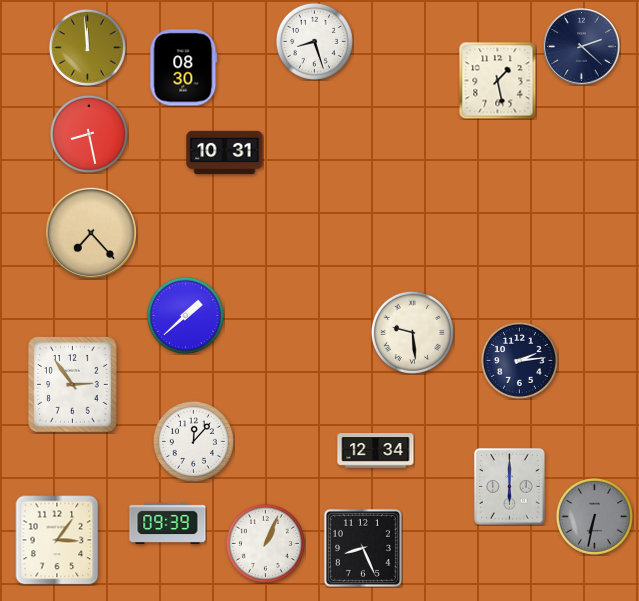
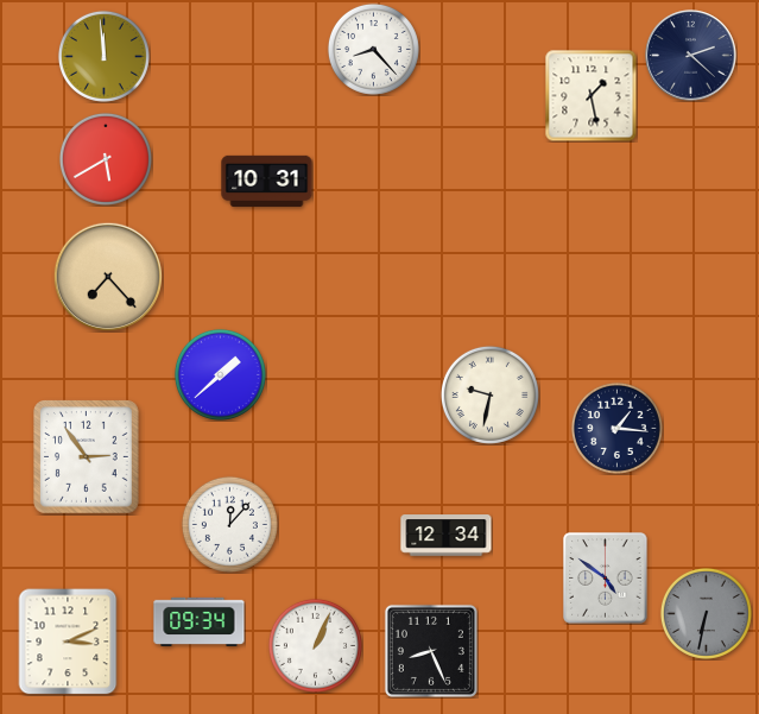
clock at (314, 41): 8:27 -> 8:23
clock at (184, 68): 08:30 -> none
clock at (89, 134): 8:28 -> 5:40
clock at (412, 332): 9:29 -> 9:32
clock at (519, 360): 2:14 -> 1:16
clock at (510, 487): 6:00 -> 4:51
clock at (168, 523): 09:39 -> 09:34
clock at (57, 540): 3:06 -> 3:11
